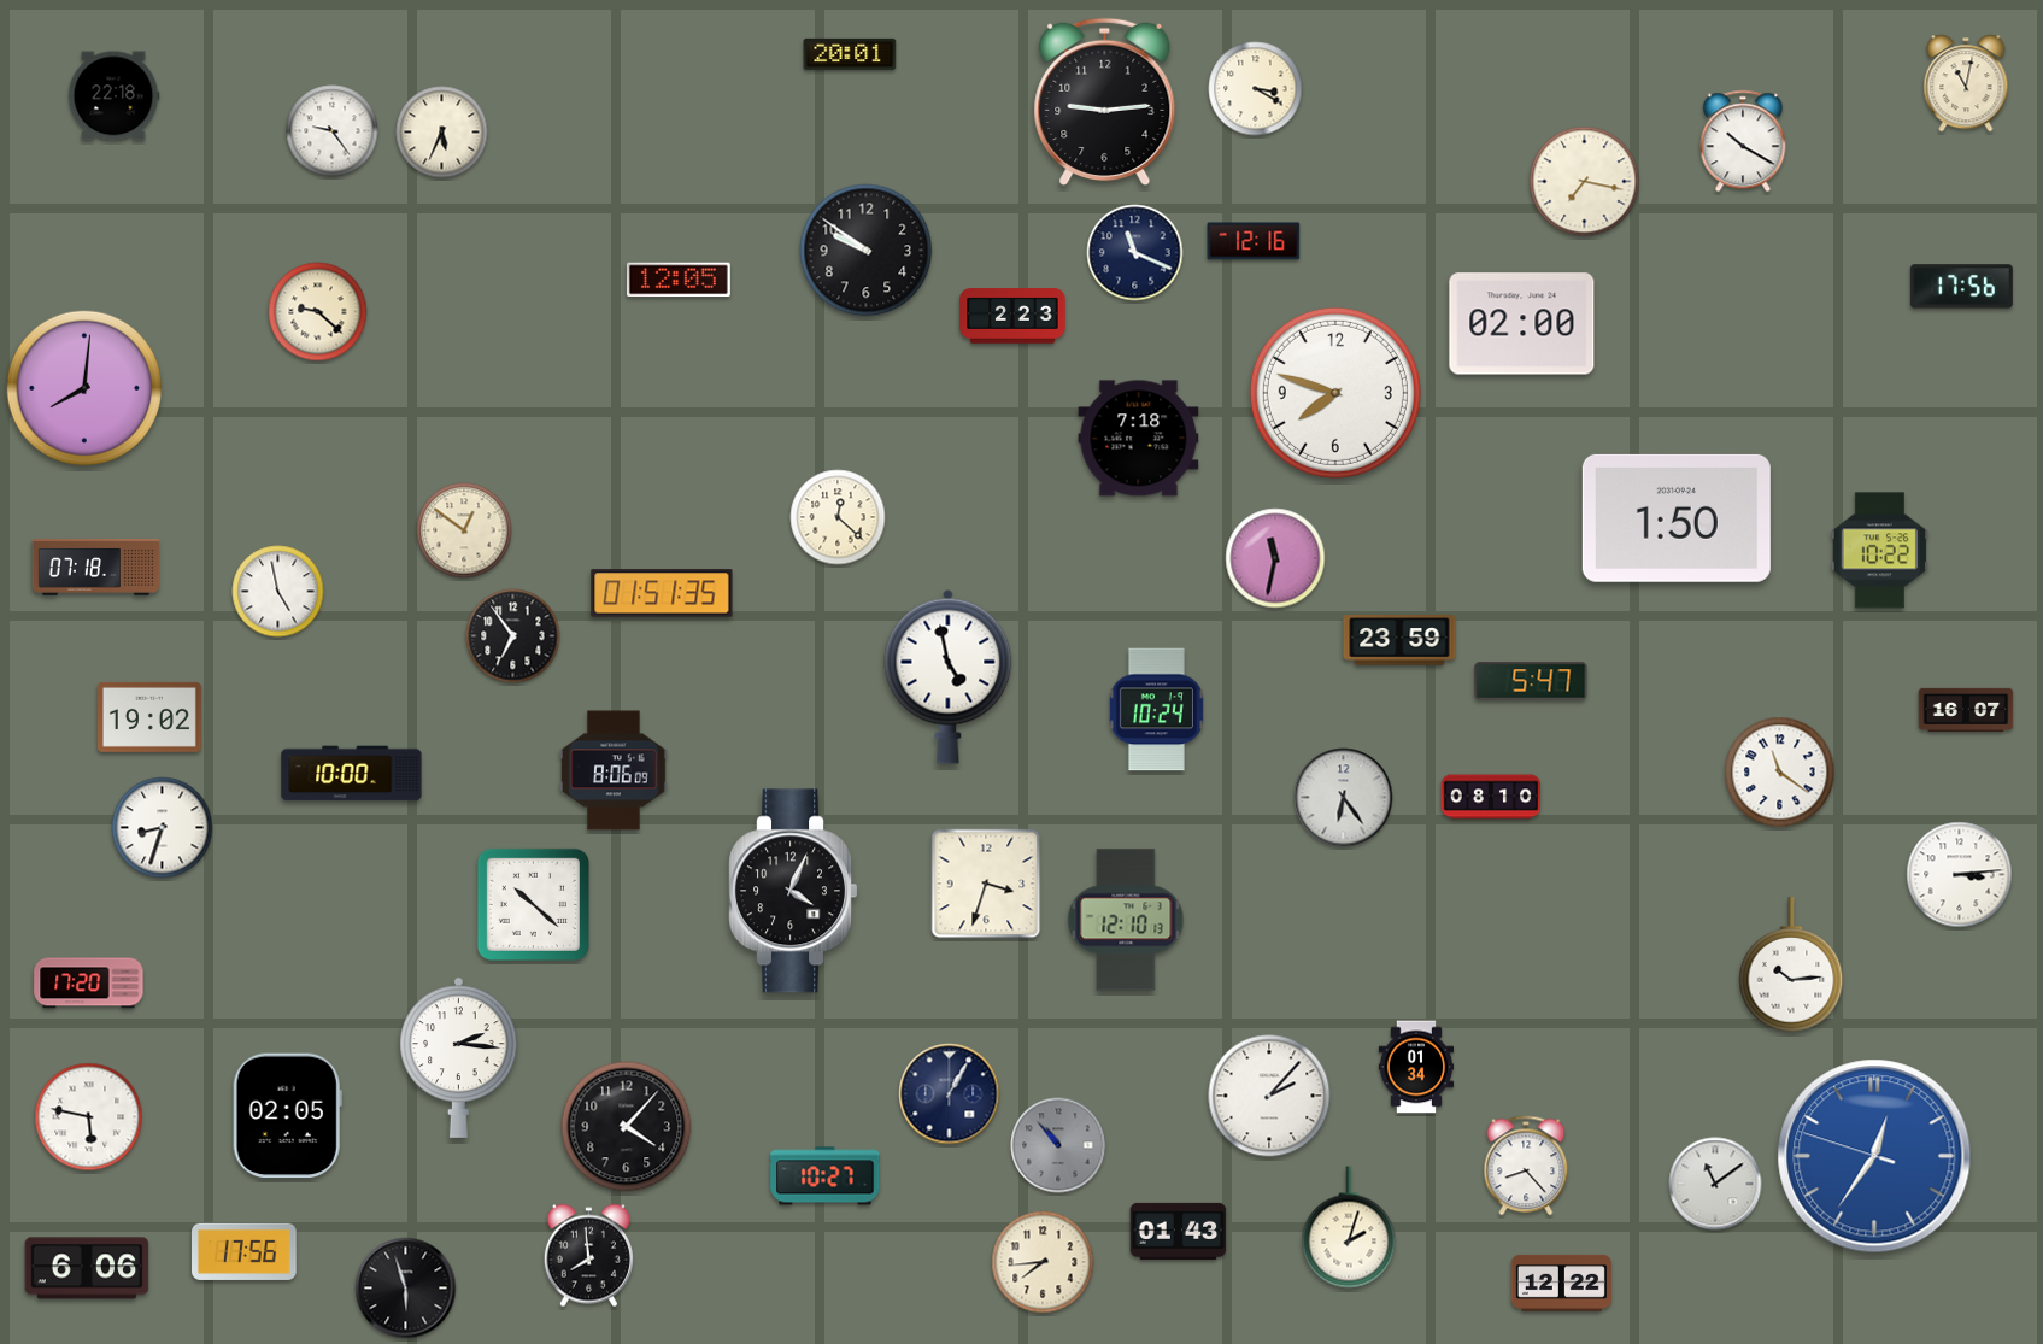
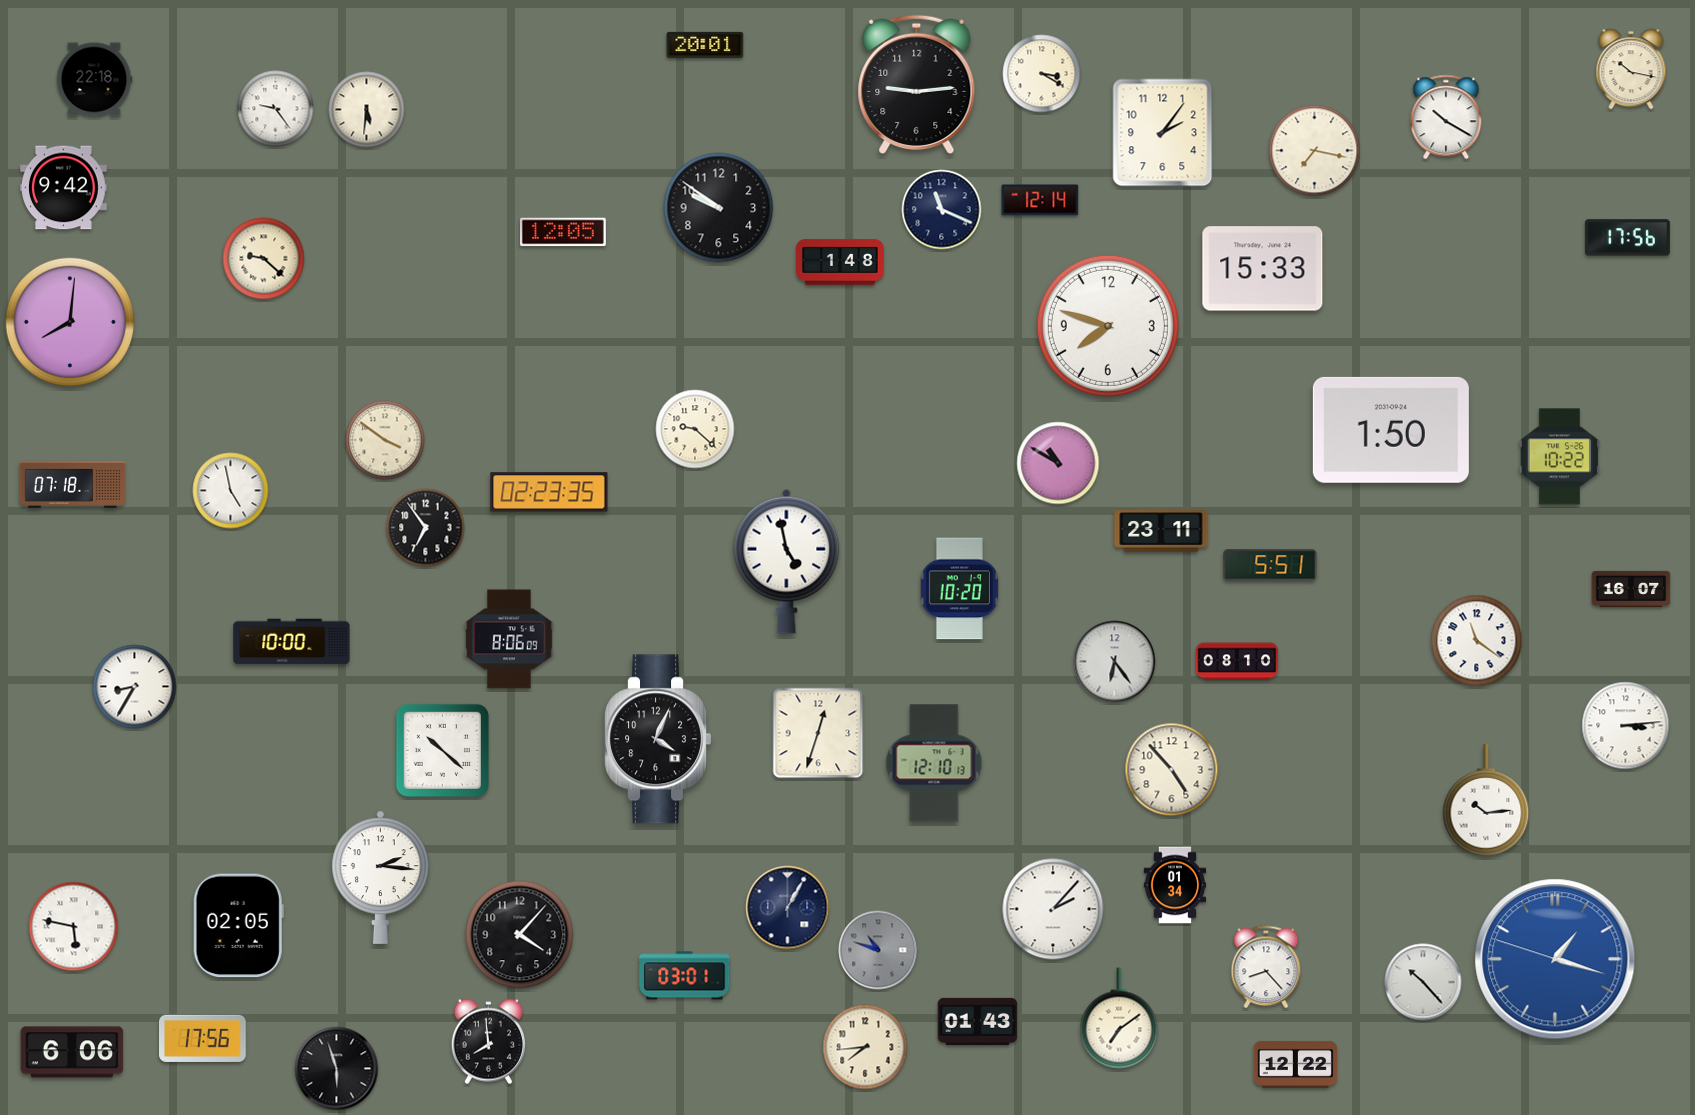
clock at (1966, 83): 11:02 -> 10:17
clock at (442, 133): 5:34 -> 5:31
clock at (1163, 133): none -> 2:06
clock at (64, 188): none -> 9:42
clock at (1254, 241): 12:16 -> 12:14
clock at (1012, 316): 2:23 -> 1:48
clock at (1522, 324): 02:00 -> 15:33
clock at (1139, 439): 7:18 -> none
clock at (838, 517): 12:22 -> 9:22
clock at (464, 530): 12:51 -> 3:51
clock at (1275, 558): 11:32 -> 10:50
clock at (96, 568) position: (96, 568) -> (73, 485)
clock at (662, 593): 01:51 -> 02:23
clock at (1399, 640): 23:59 -> 23:11
clock at (1531, 681): 5:47 -> 5:51
clock at (1156, 710): 10:24 -> 10:20
clock at (149, 717): 19:02 -> none
clock at (163, 828): 8:33 -> 8:35
clock at (986, 884): 3:33 -> 12:33
clock at (1172, 770): none -> 4:53
clock at (89, 984): 17:20 -> none
clock at (1058, 1145): 10:53 -> 10:48
clock at (1874, 1156): 12:35 -> 1:17
clock at (826, 1176): 10:27 -> 03:01
clock at (1715, 1184): 11:09 -> 10:23
clock at (1349, 1227): 2:03 -> 7:09
